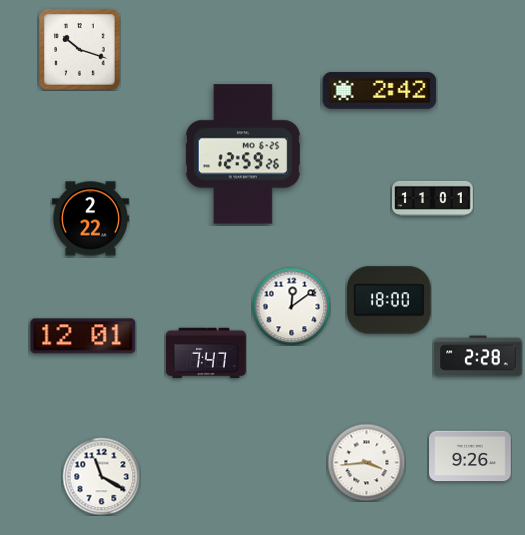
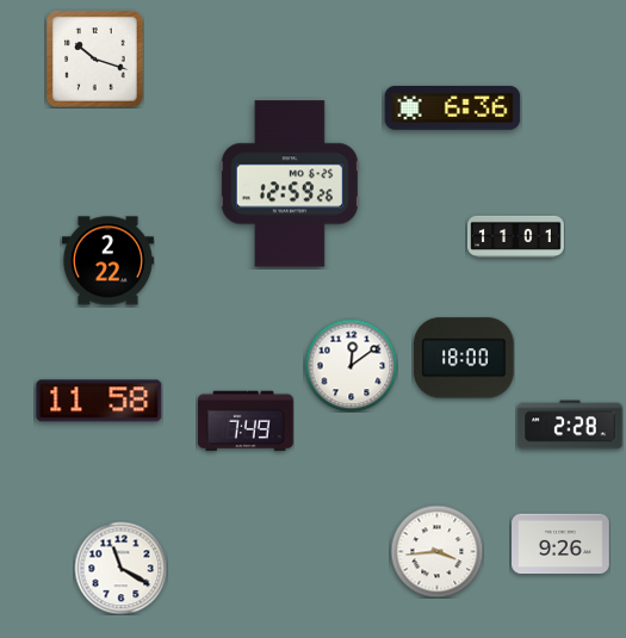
clock at (380, 91): 2:42 -> 6:36
clock at (291, 306) position: (291, 306) -> (351, 365)
clock at (83, 336): 12:01 -> 11:58
clock at (206, 353): 7:47 -> 7:49
